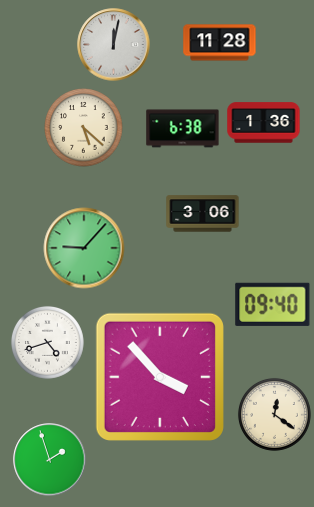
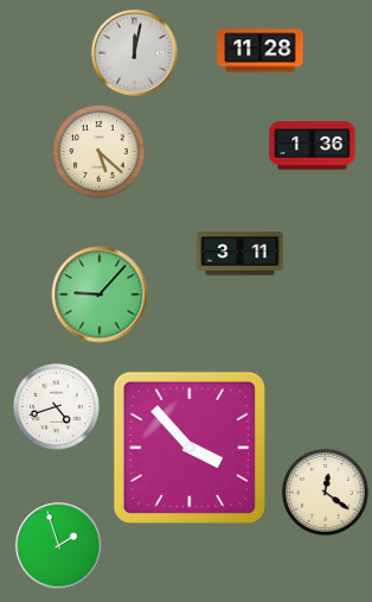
clock at (183, 129): 6:38 -> none
clock at (203, 214): 3:06 -> 3:11
clock at (273, 304): 09:40 -> none
